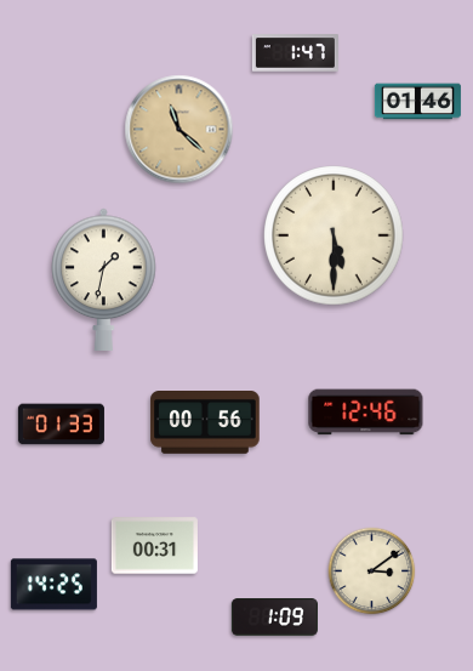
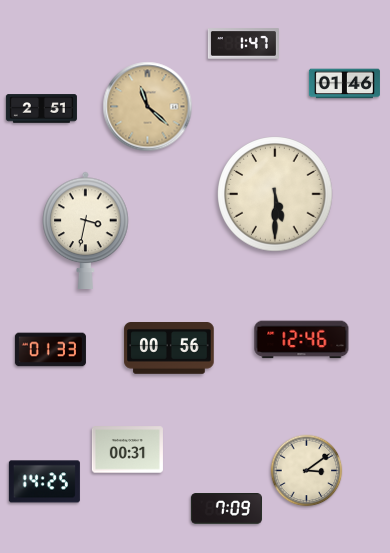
clock at (41, 109): none -> 2:51
clock at (104, 279): 1:32 -> 3:32
clock at (274, 618): 1:09 -> 7:09
